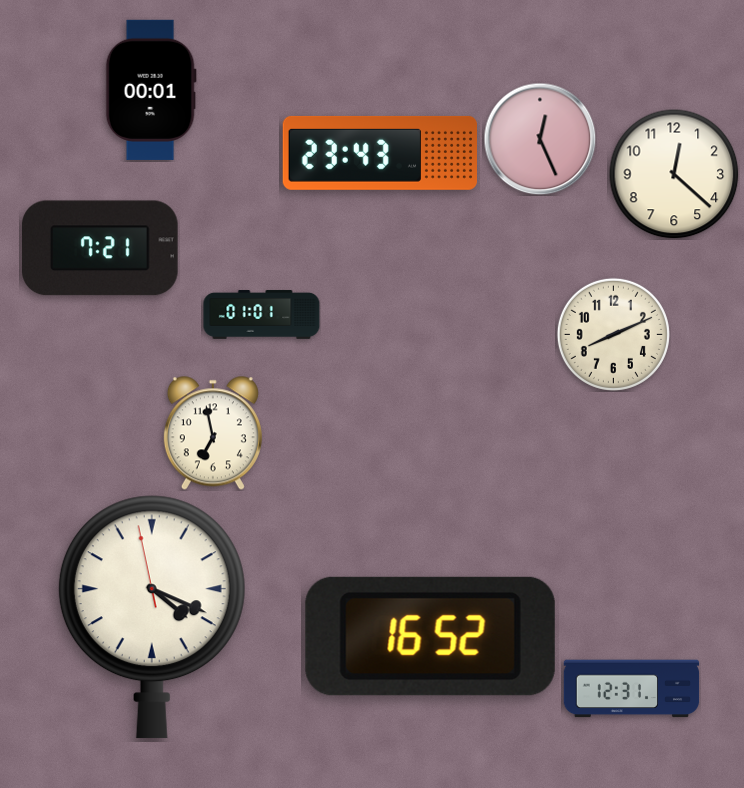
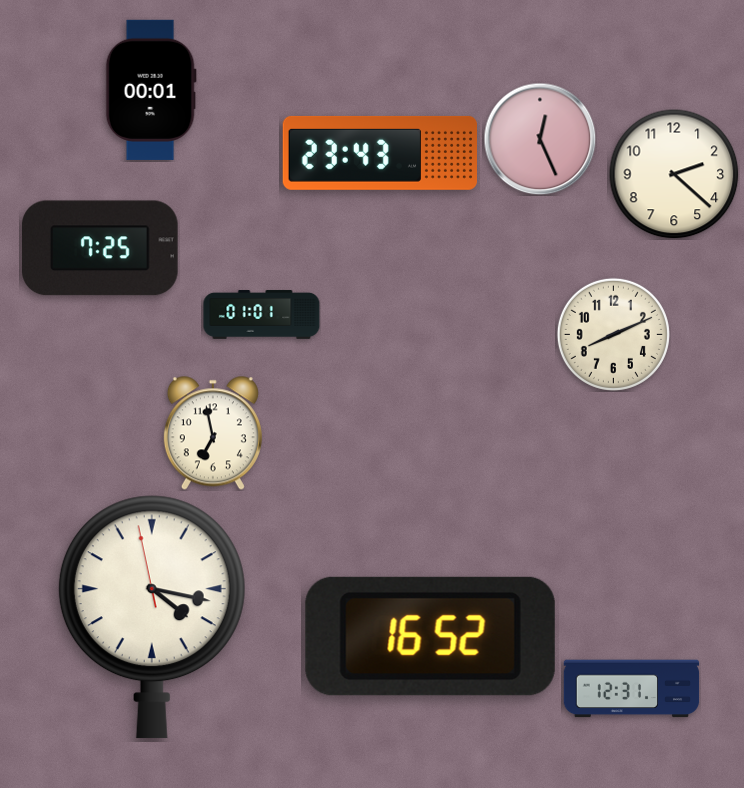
clock at (674, 174): 12:22 -> 2:22
clock at (101, 248): 7:21 -> 7:25
clock at (152, 617): 4:18 -> 4:16
